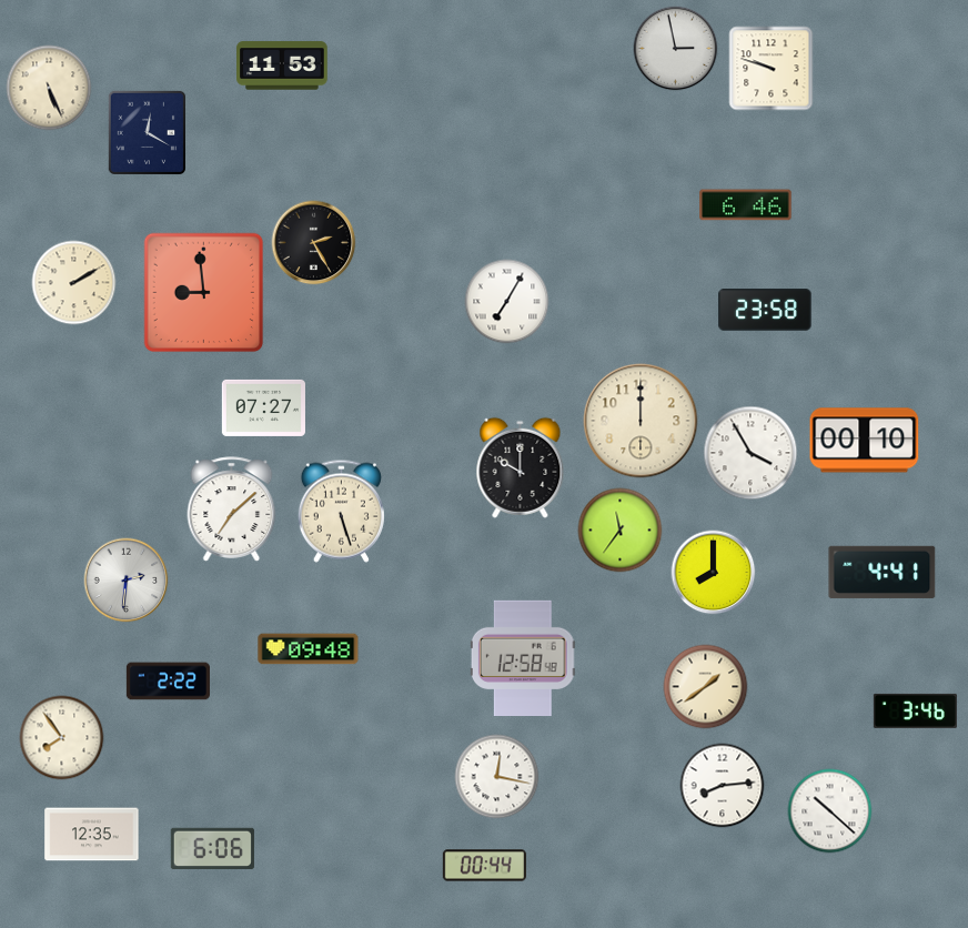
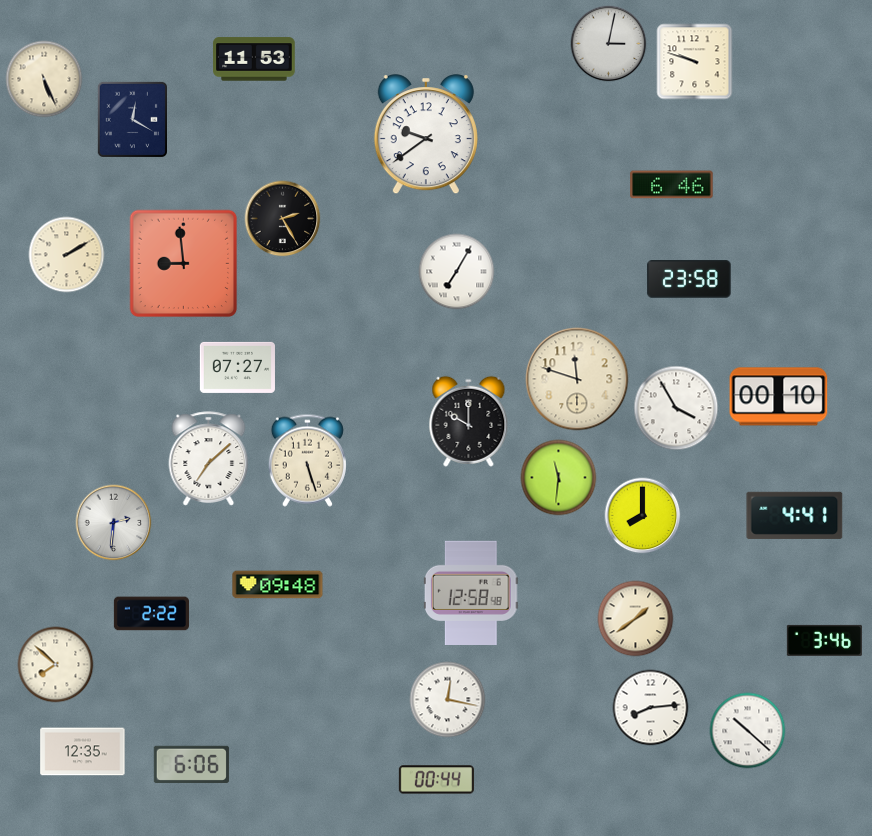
clock at (676, 49): 2:58 -> 3:02
clock at (426, 135): none -> 9:39
clock at (641, 421): 12:00 -> 11:48
clock at (621, 531): 11:36 -> 11:31
clock at (62, 738): 7:54 -> 7:52
